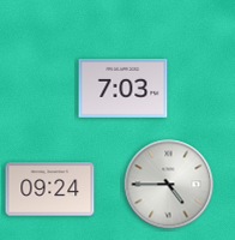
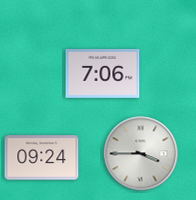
clock at (123, 89): 7:03 -> 7:06
clock at (169, 185): 4:45 -> 3:45
